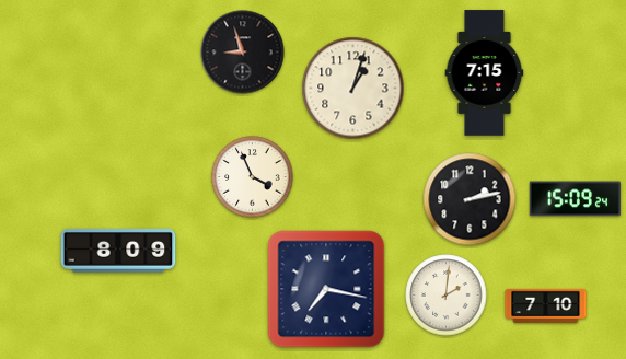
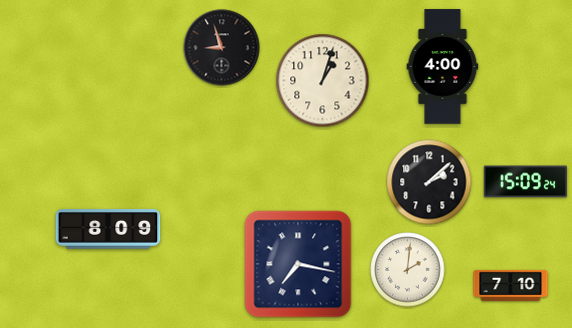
clock at (485, 73): 7:15 -> 4:00
clock at (253, 177): 3:56 -> none
clock at (469, 199): 2:13 -> 2:08
clock at (546, 305) position: (546, 305) -> (511, 285)
